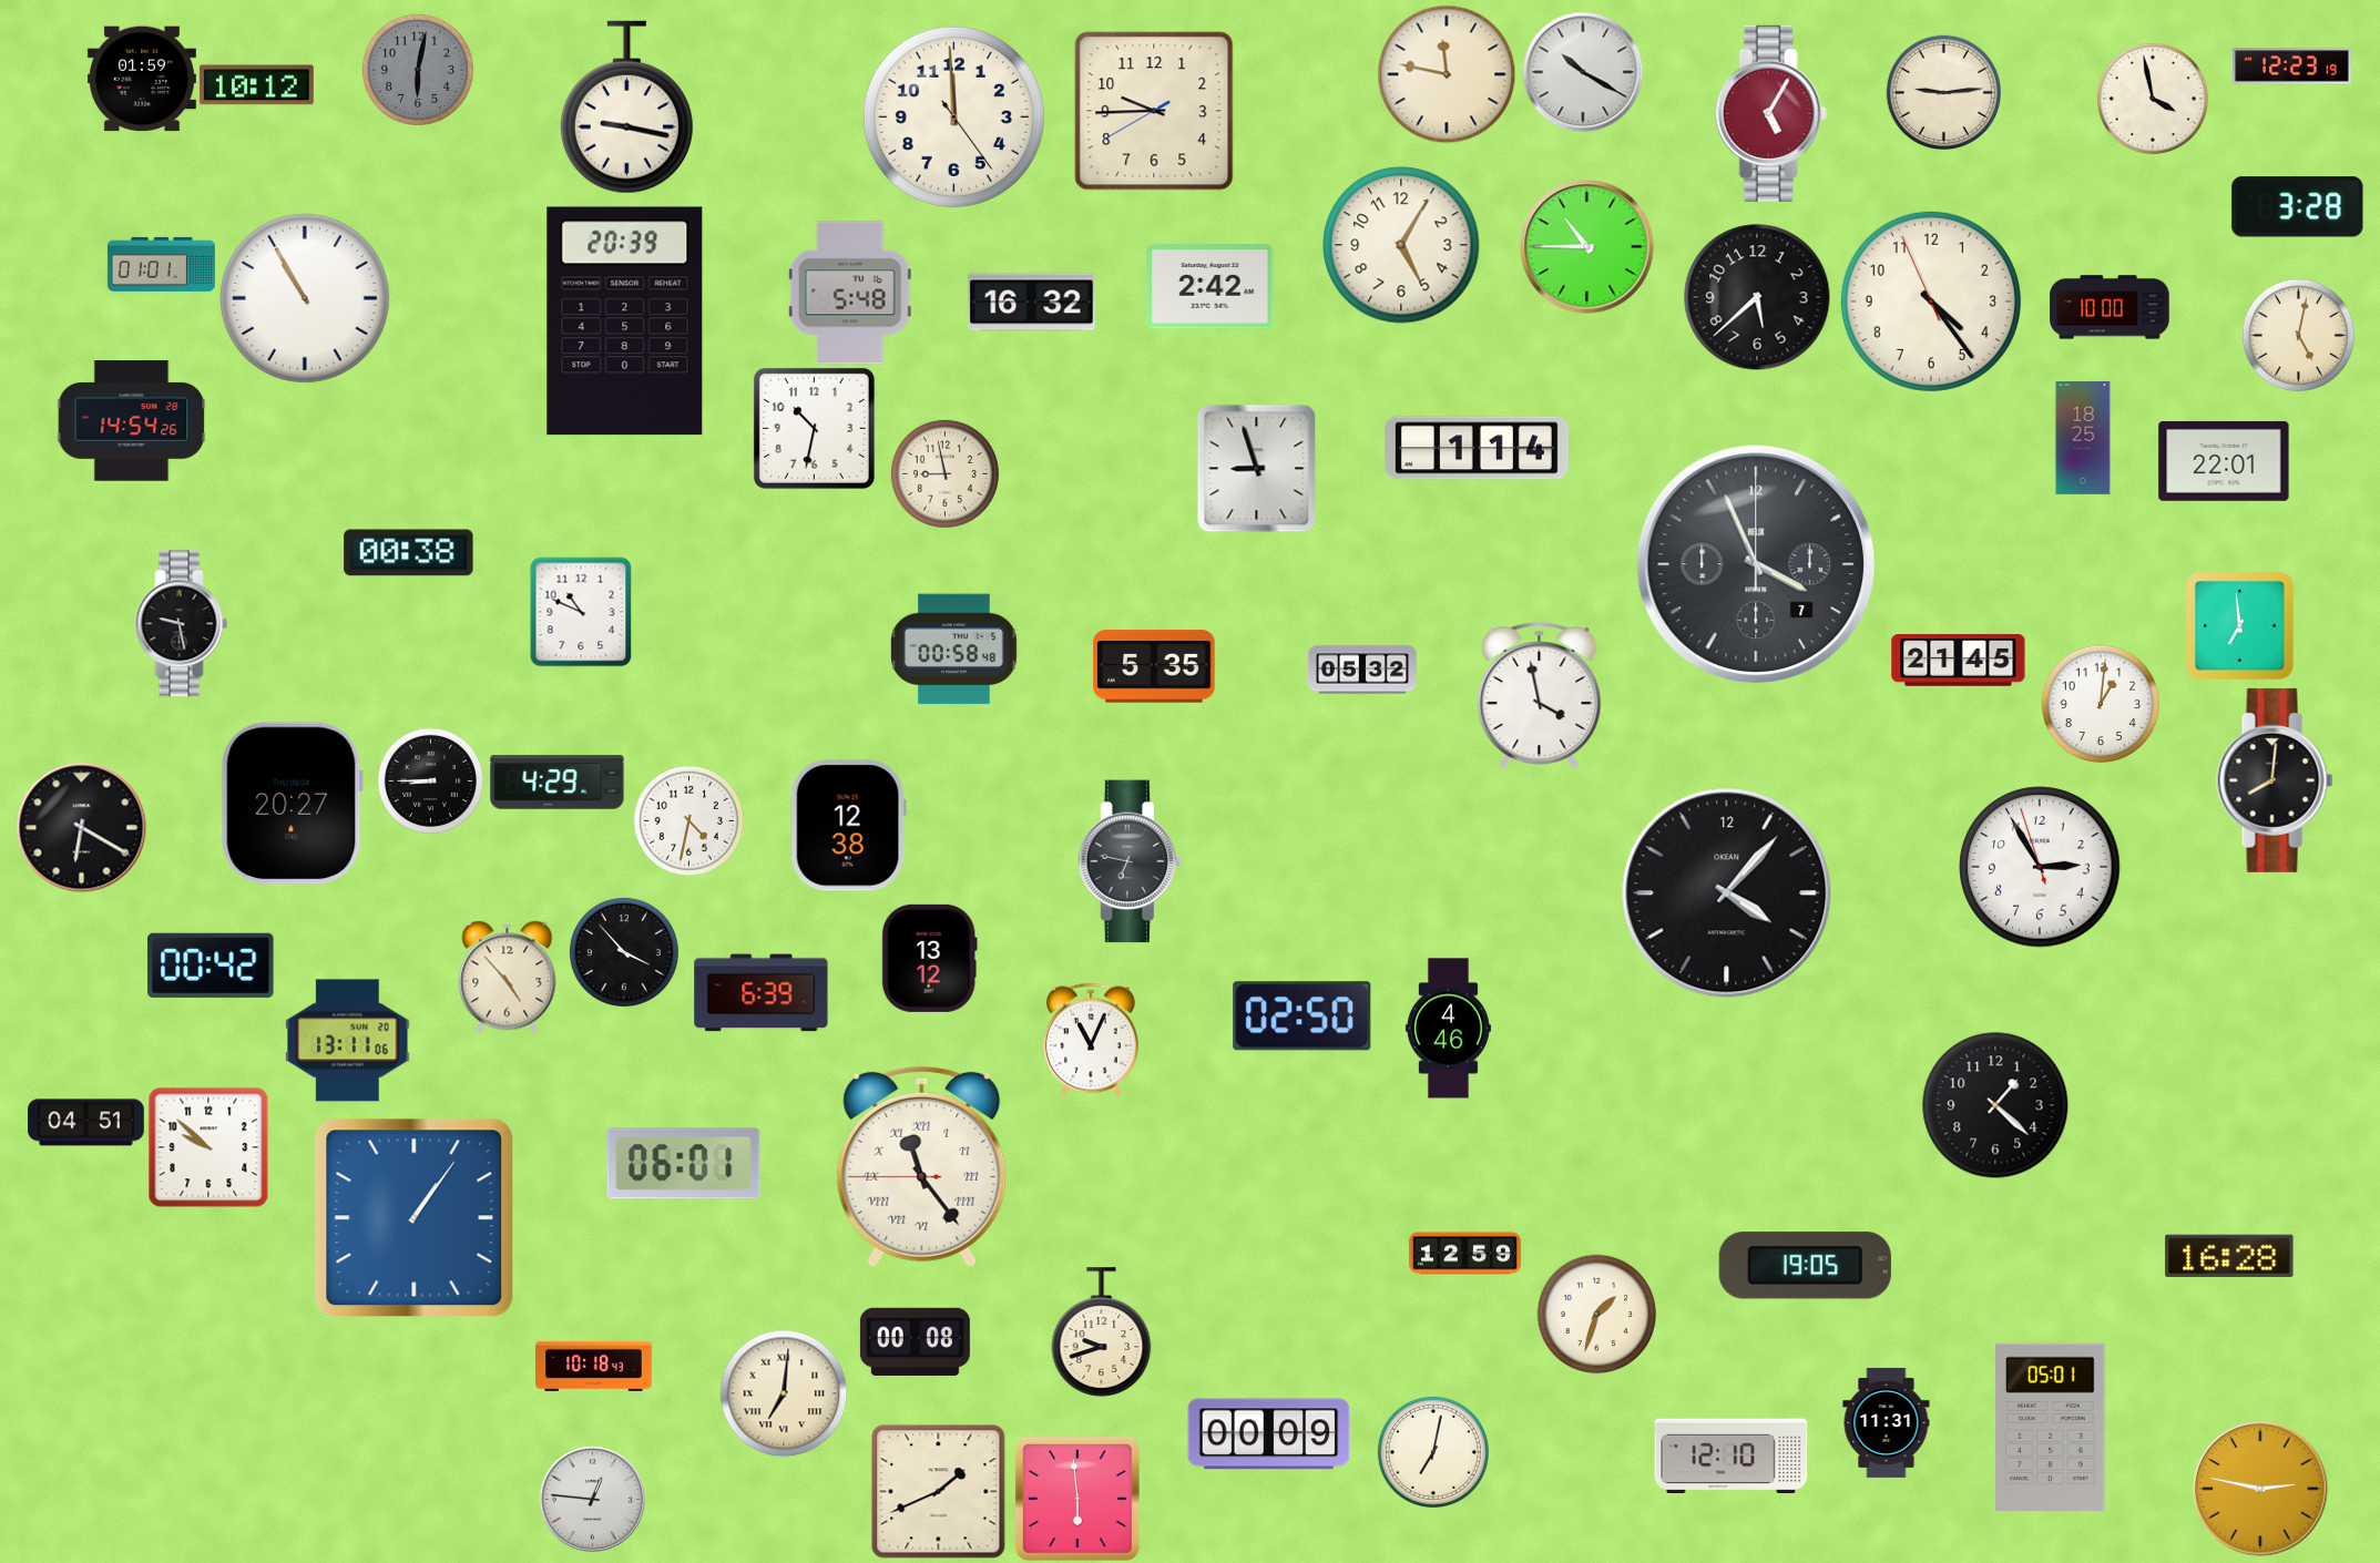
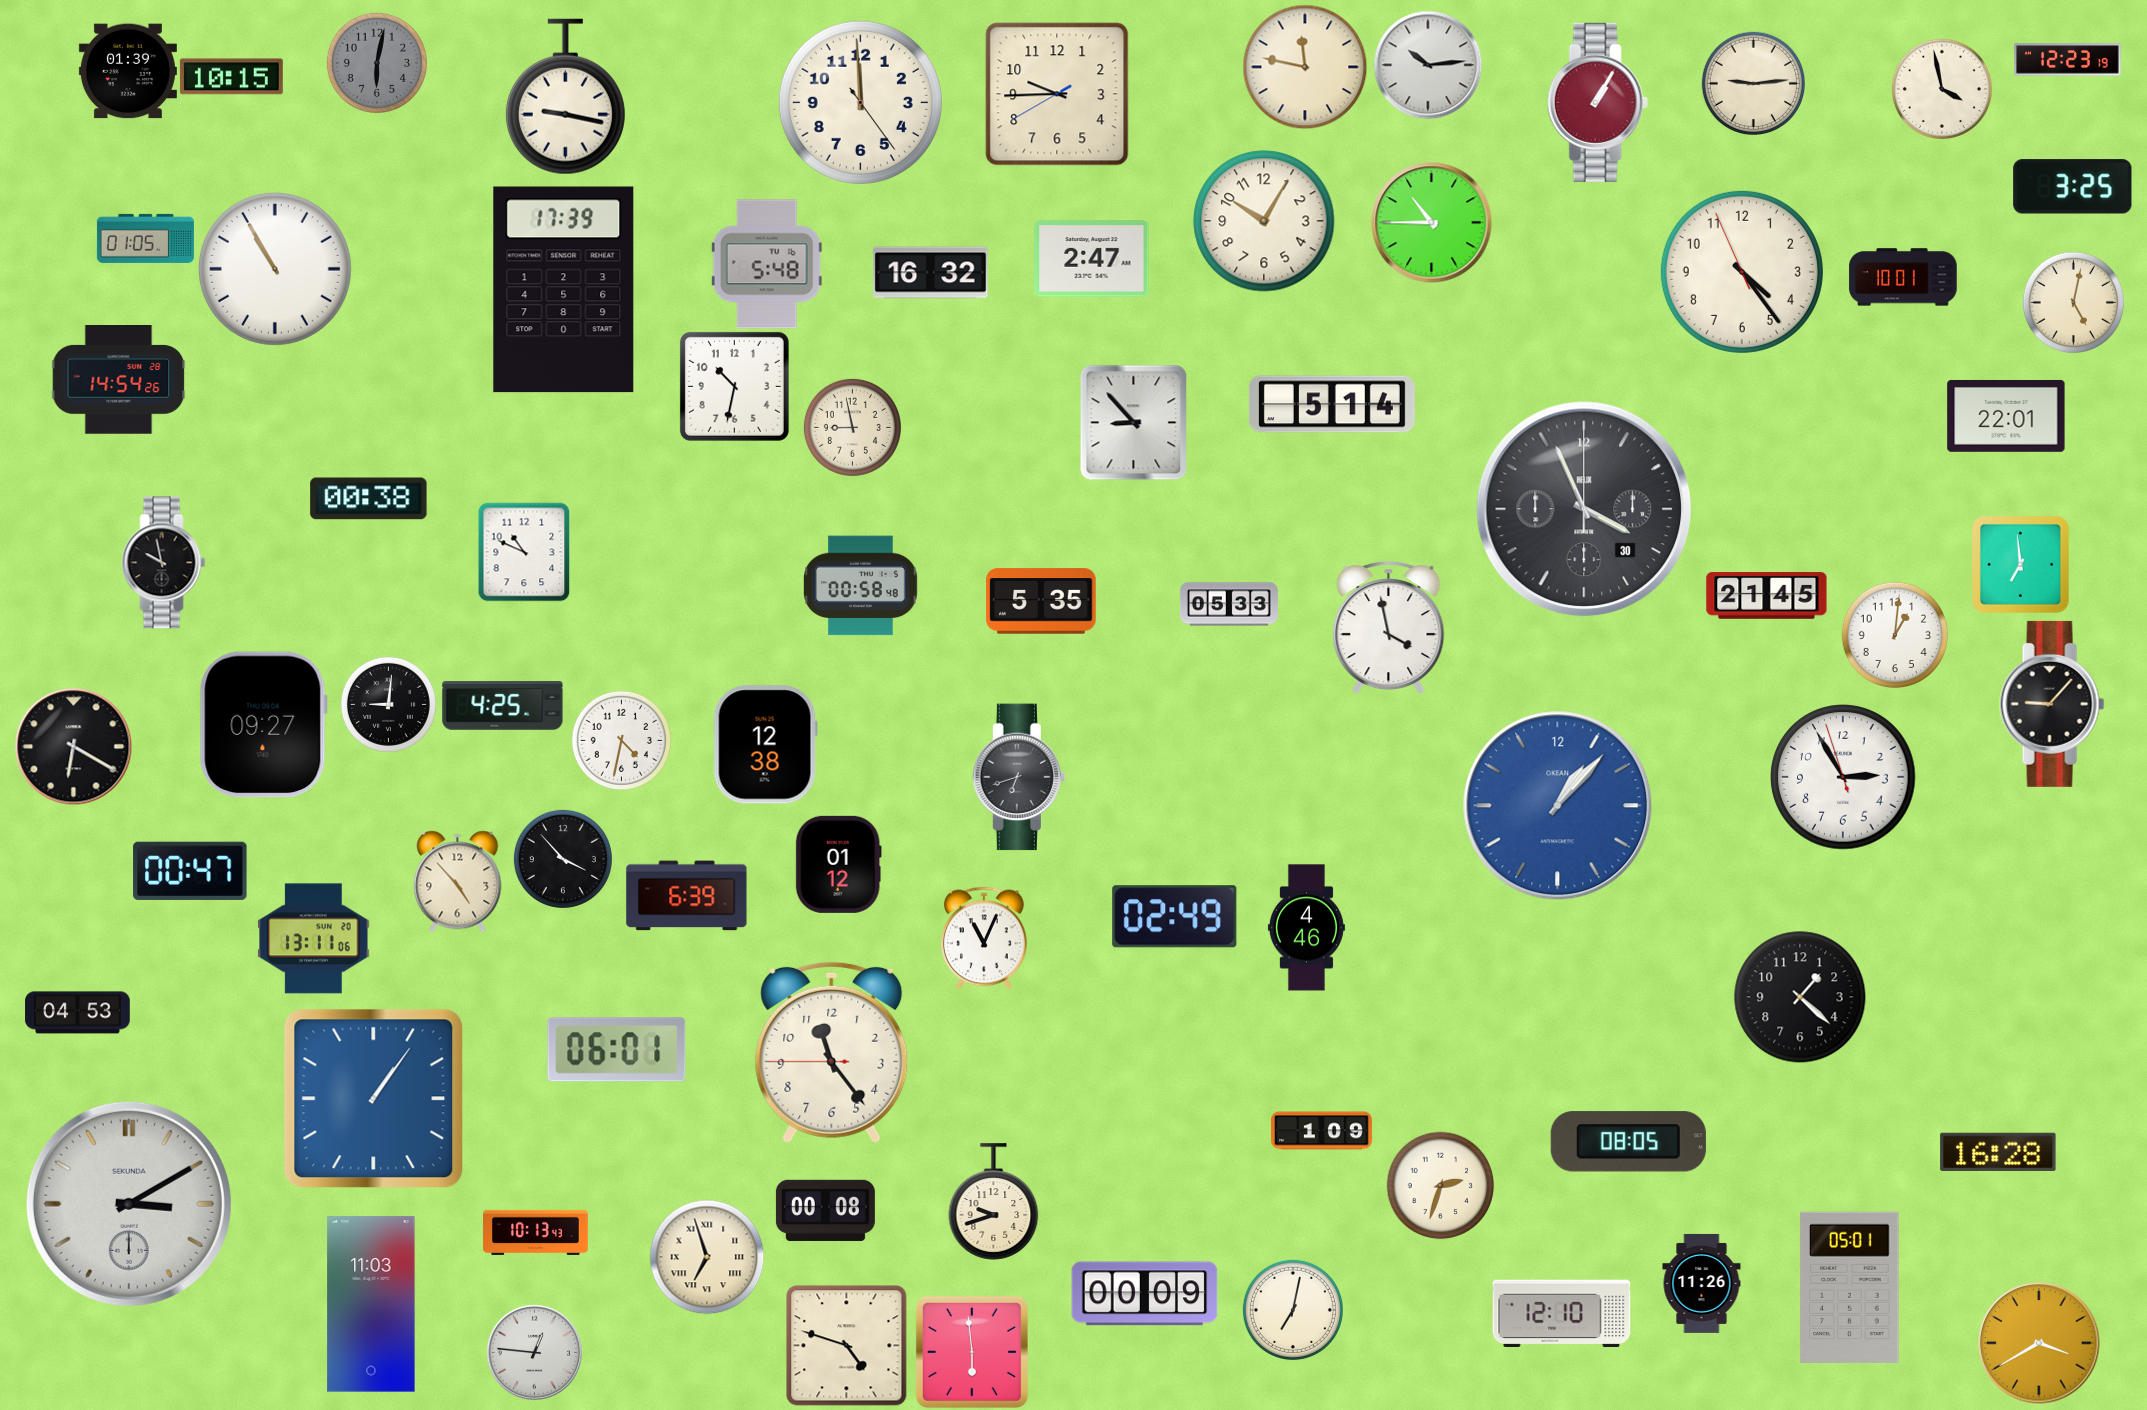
clock at (1583, 72): 10:20 -> 10:14
clock at (142, 79): 01:59 -> 01:39
clock at (256, 85): 10:12 -> 10:15
clock at (1154, 111) position: (1154, 111) -> (1057, 94)
clock at (1770, 113): 5:05 -> 1:05
clock at (953, 116) position: (953, 116) -> (860, 102)
clock at (2298, 207): 3:28 -> 3:25
clock at (1401, 245): 5:05 -> 10:05
clock at (161, 264): 01:01 -> 01:05
clock at (1211, 287): 2:42 -> 2:47
clock at (1757, 297): 5:38 -> none
clock at (2110, 307): 10:00 -> 10:01
clock at (625, 321): 20:39 -> 17:39
clock at (2083, 439): 18:25 -> none
clock at (1477, 448): 1:14 -> 5:14
clock at (1257, 468): 8:57 -> 8:53
clock at (1756, 564) date: 7 -> 30
clock at (182, 624): 9:28 -> 9:58
clock at (1362, 670): 05:32 -> 05:33
clock at (430, 780): 8:45 -> 9:01
clock at (2275, 780): 8:01 -> 9:07
clock at (558, 783): 4:29 -> 4:25
clock at (292, 804): 20:27 -> 09:27
clock at (1128, 861): 6:47 -> 6:42
clock at (2040, 867) position: (2040, 867) -> (1843, 777)
clock at (1727, 893): 4:07 -> 1:07
clock at (1727, 893) dial: black -> blue
clock at (929, 958): 13:12 -> 01:12
clock at (211, 966): 00:42 -> 00:47
clock at (1303, 1017): 02:50 -> 02:49
clock at (86, 1123): 04:51 -> 04:53
clock at (208, 1147): 9:52 -> none
clock at (922, 1166) numerals: Roman -> Arabic
clock at (1464, 1254): 12:59 -> 1:09
clock at (2229, 1256) position: (2229, 1256) -> (1998, 1152)
clock at (1805, 1266): 19:05 -> 08:05
clock at (1596, 1314): 1:33 -> 2:33
clock at (129, 1204): none -> 3:10
clock at (594, 1366): 10:18 -> 10:13
clock at (784, 1393): 7:01 -> 6:57
clock at (1887, 1422): 11:31 -> 11:26
clock at (371, 1304): none -> 11:03
clock at (2260, 1489): 2:47 -> 3:40
clock at (939, 1492): 1:41 -> 4:48
